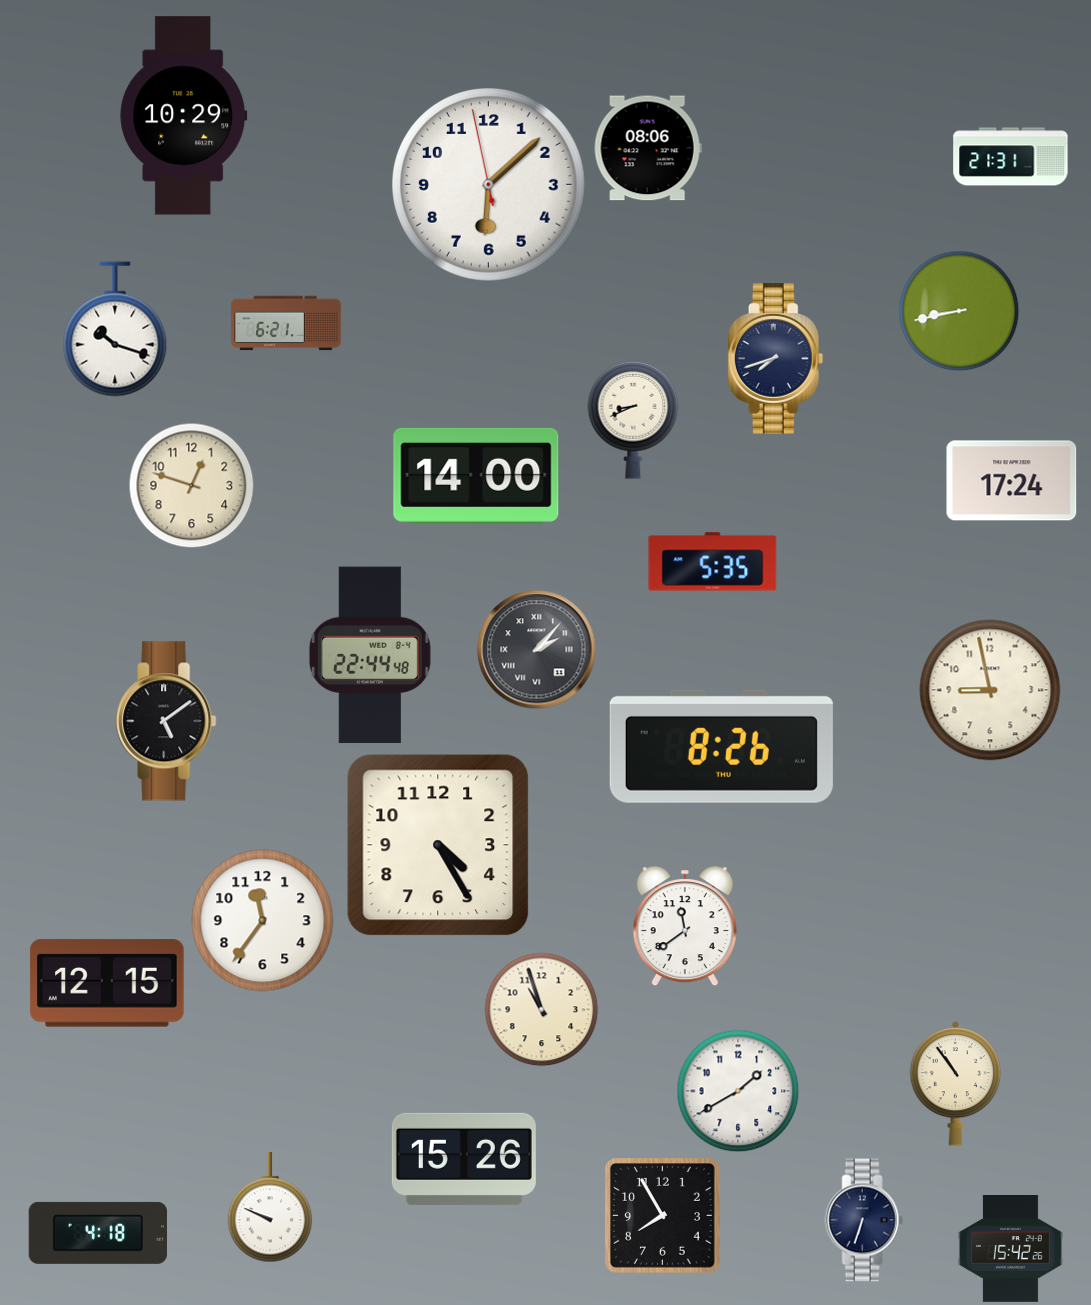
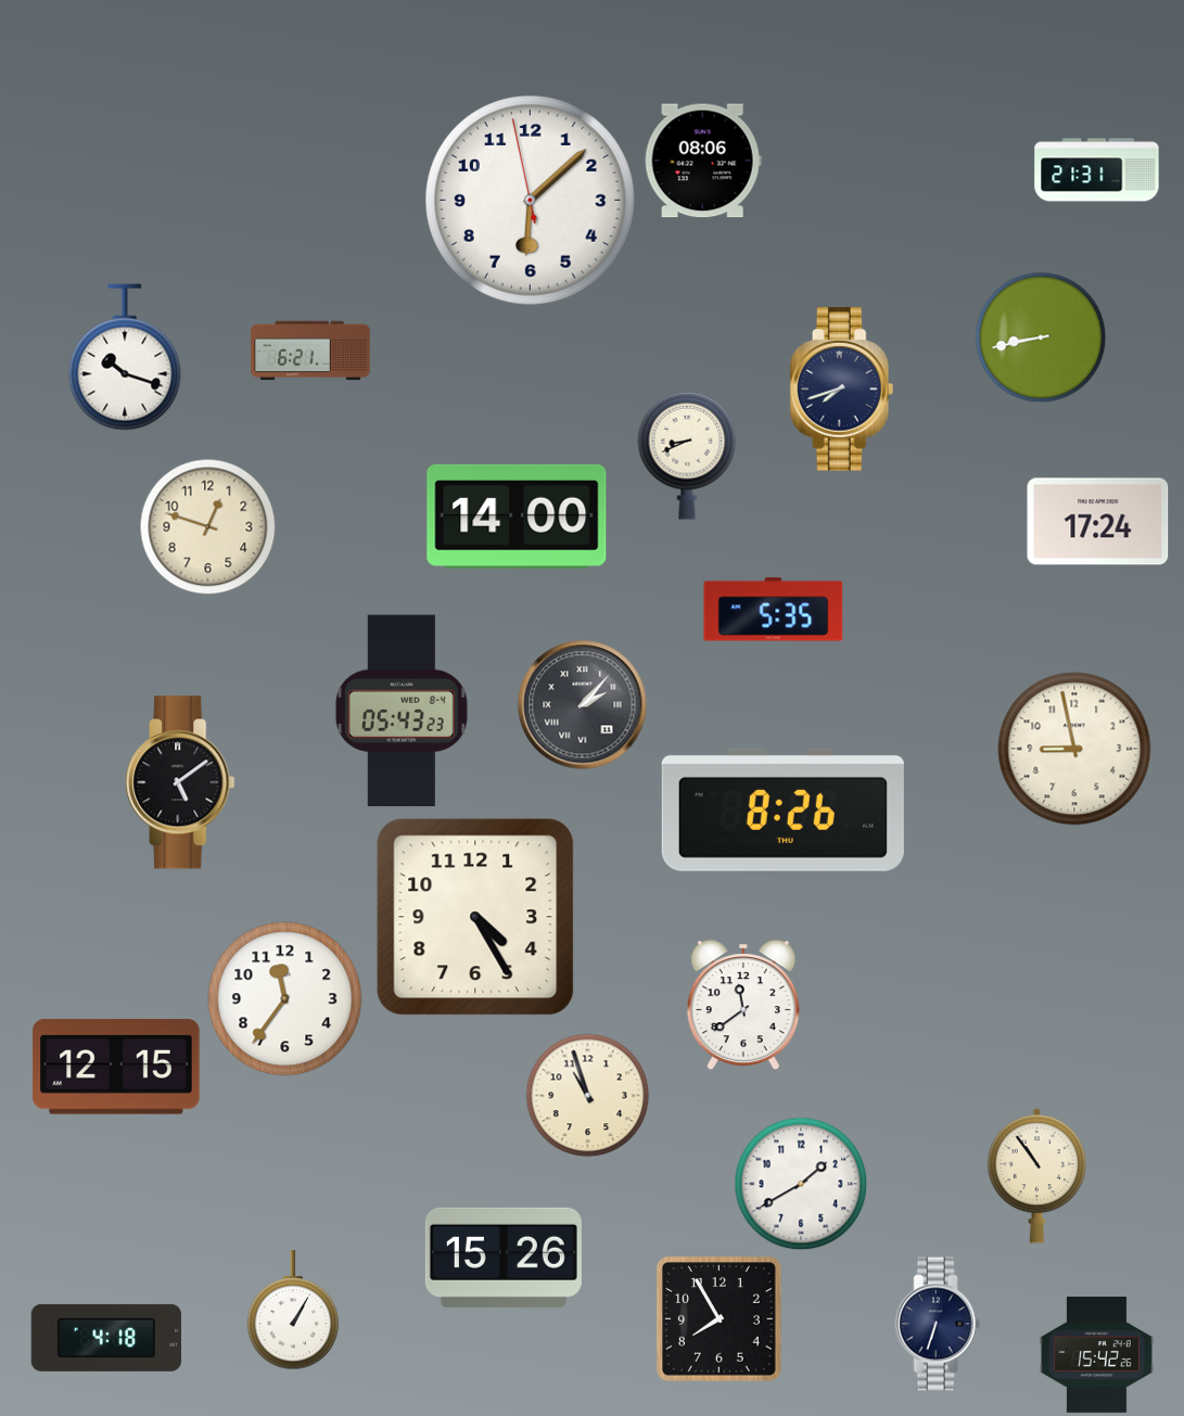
clock at (184, 116): 10:29 -> none
clock at (370, 655): 22:44 -> 05:43
clock at (270, 1208): 9:49 -> 1:05
